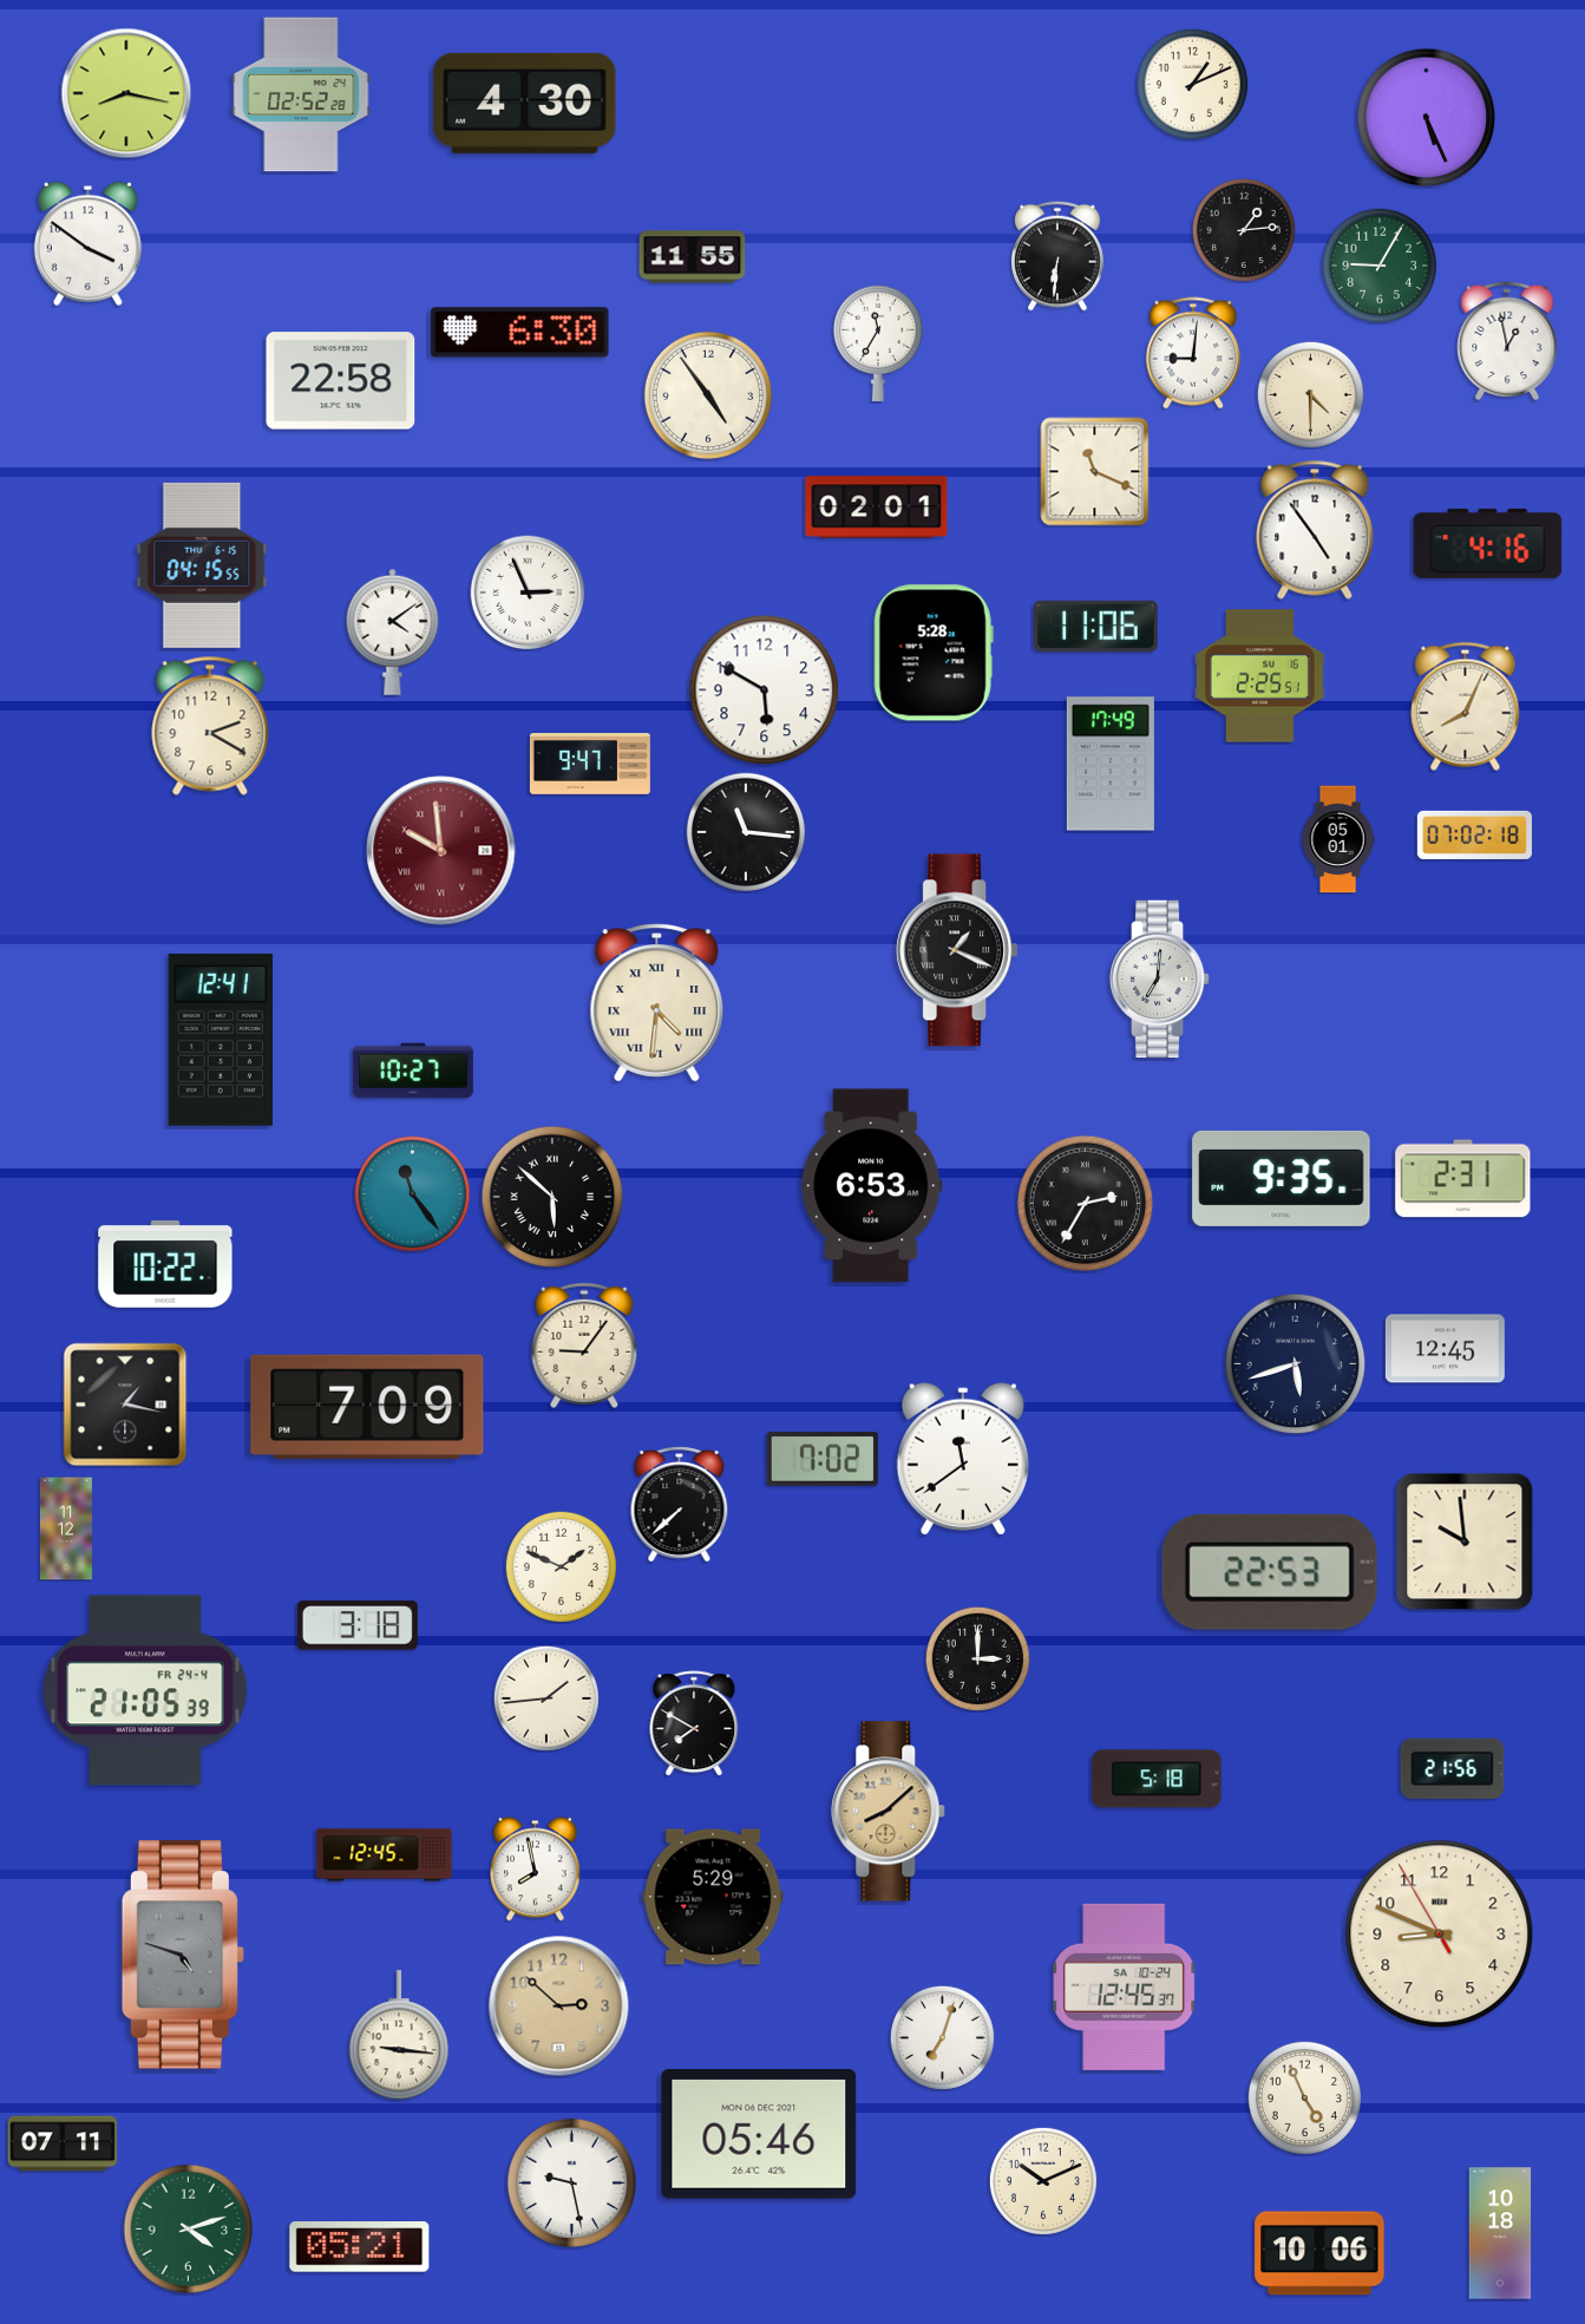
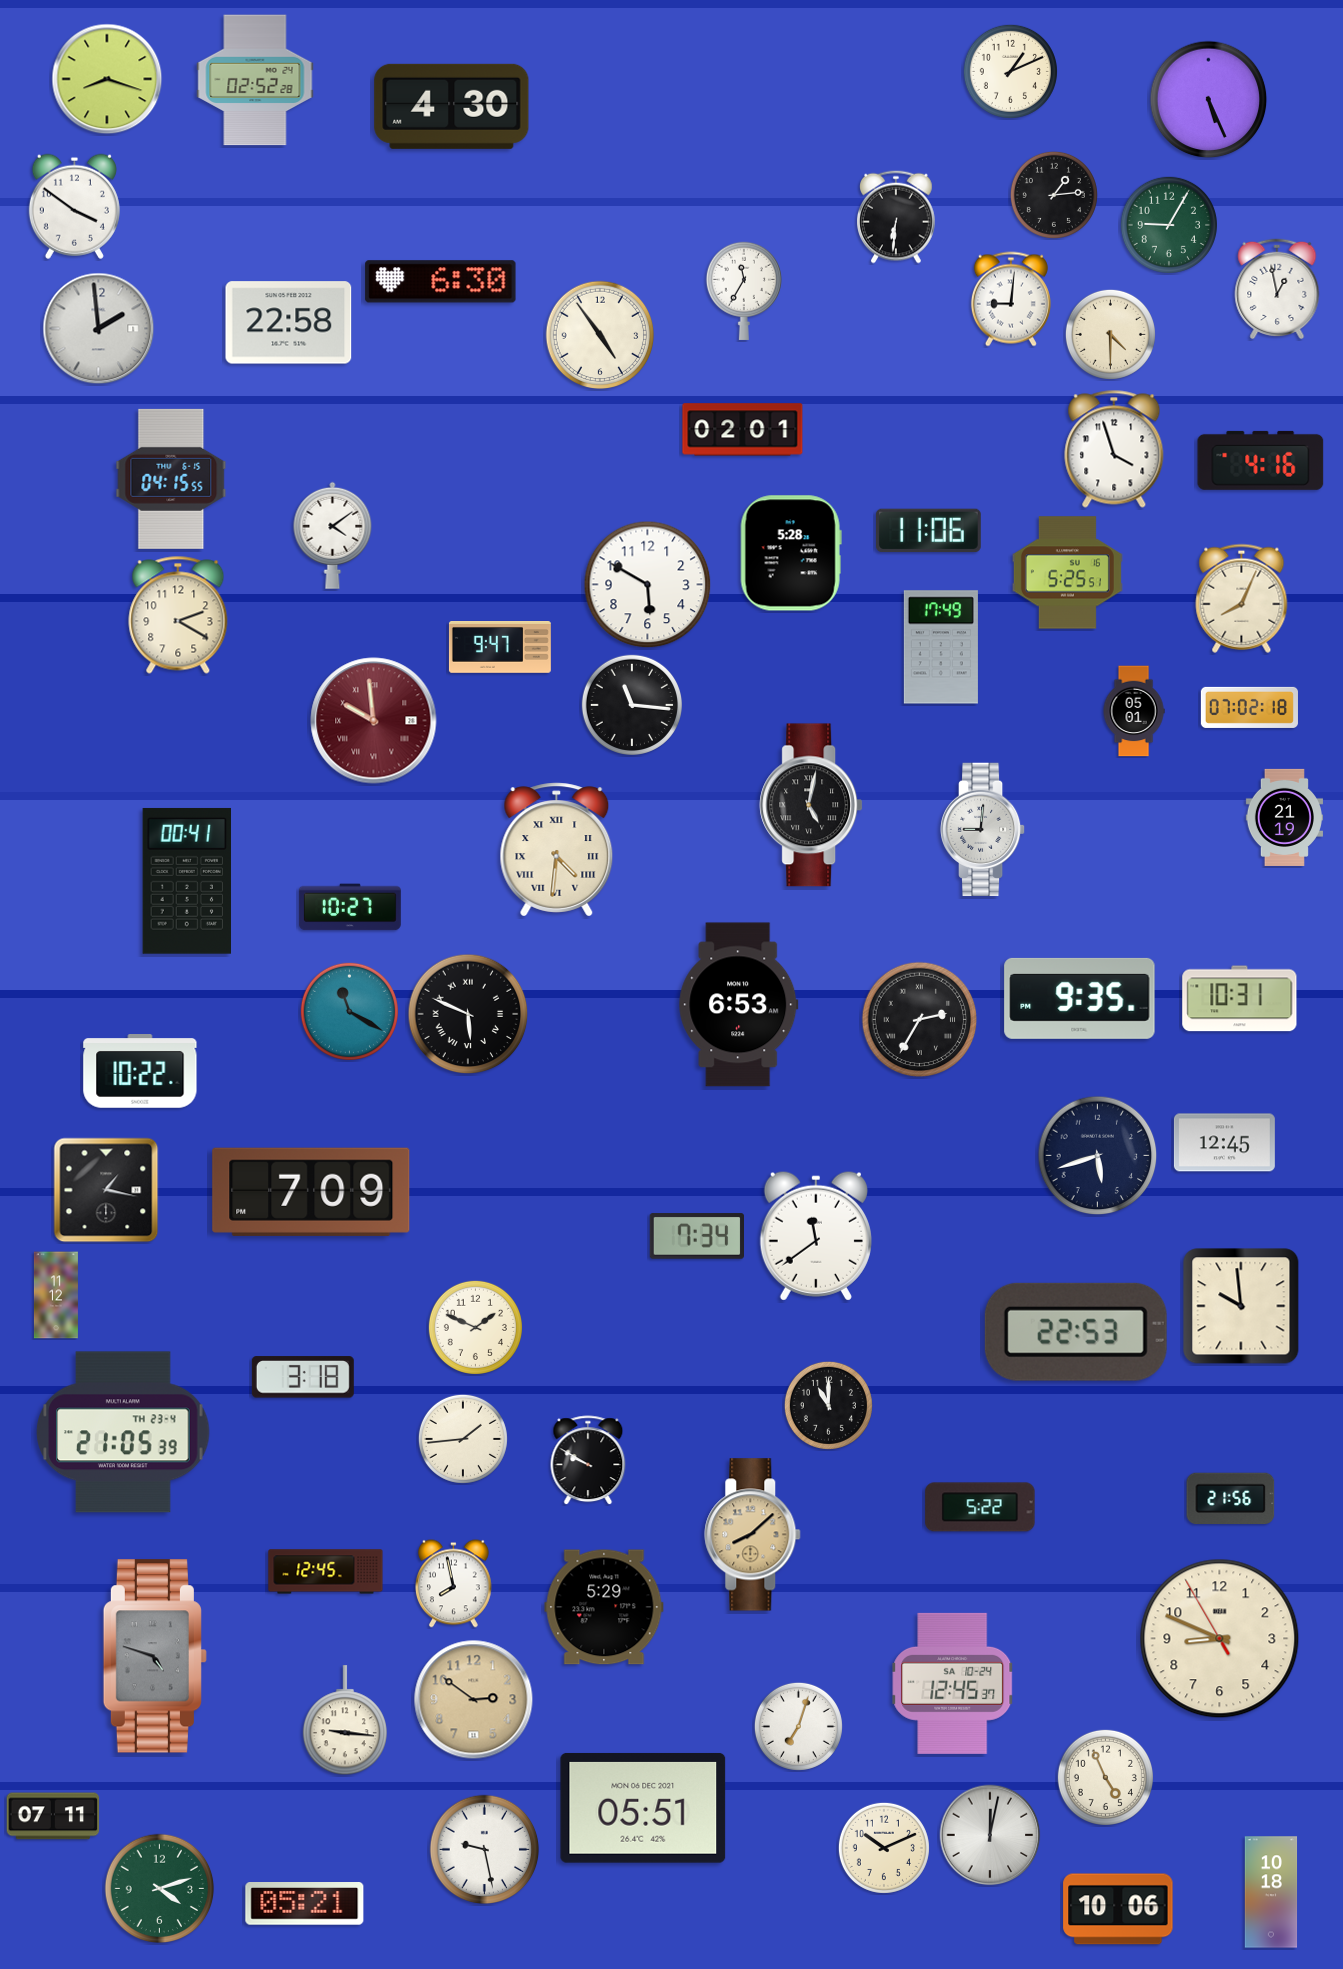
clock at (126, 93): 8:17 -> 8:18
clock at (525, 103) position: (525, 103) -> (452, 106)
clock at (693, 257): 11:55 -> none
clock at (99, 329): none -> 1:59
clock at (1095, 472): 11:19 -> none
clock at (1315, 530): 4:54 -> 3:57
clock at (528, 593): 2:56 -> none
clock at (1259, 676): 2:25 -> 5:25
clock at (957, 950): 1:19 -> 5:02
clock at (1284, 817): none -> 21:19
clock at (1160, 980): 7:01 -> 9:01
clock at (220, 1040): 12:41 -> 00:41
clock at (1282, 1178) position: (1282, 1178) -> (1080, 998)
clock at (1463, 1179): 2:31 -> 10:31
clock at (412, 1193): 11:24 -> 11:20
clock at (552, 1197): 5:52 -> 5:49
clock at (584, 1346): 9:06 -> none
clock at (821, 1459): 7:02 -> 7:34
clock at (680, 1505): 7:38 -> none
clock at (977, 1658): 3:00 -> 11:00
clock at (145, 1690) date: FR 24-4 -> TH 23-4
clock at (694, 1723): 7:50 -> 9:50
clock at (1157, 1779): 5:18 -> 5:22
clock at (559, 2007): 2:52 -> 2:51
clock at (398, 2036) position: (398, 2036) -> (344, 1721)
clock at (759, 2134): 05:46 -> 05:51
clock at (990, 1835): none -> 12:02
